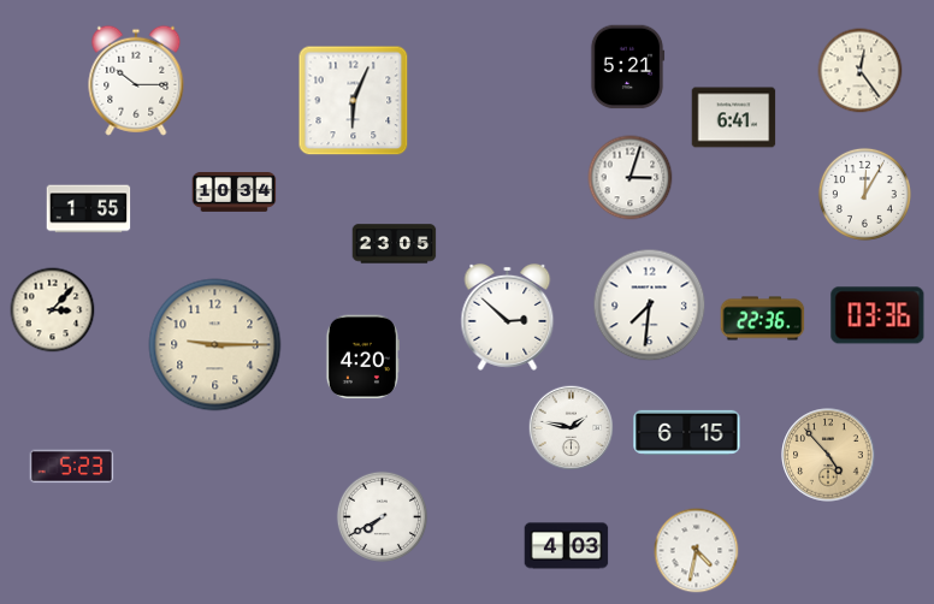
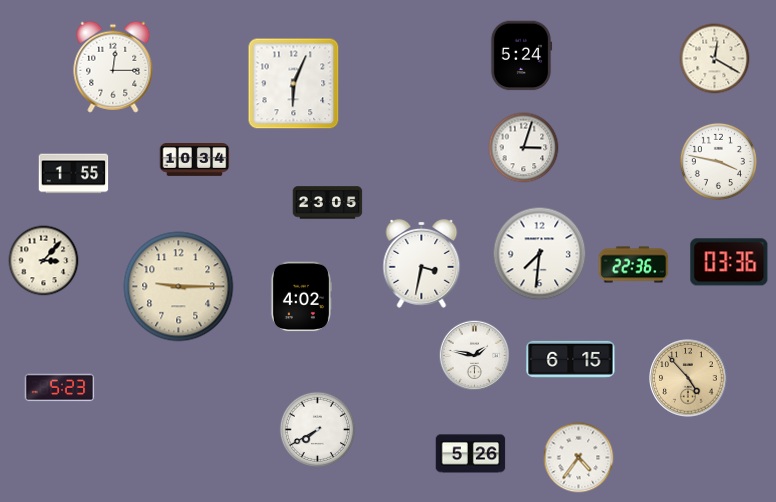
clock at (627, 67): 5:21 -> 5:24
clock at (861, 71): 12:24 -> 12:20
clock at (136, 81): 10:15 -> 12:15
clock at (734, 118): 6:41 -> none
clock at (864, 194): 12:05 -> 3:47
clock at (53, 310) position: (53, 310) -> (44, 261)
clock at (508, 316): 2:52 -> 3:32
clock at (362, 357): 4:20 -> 4:02
clock at (567, 546): 4:03 -> 5:26
clock at (697, 551): 4:32 -> 4:36
